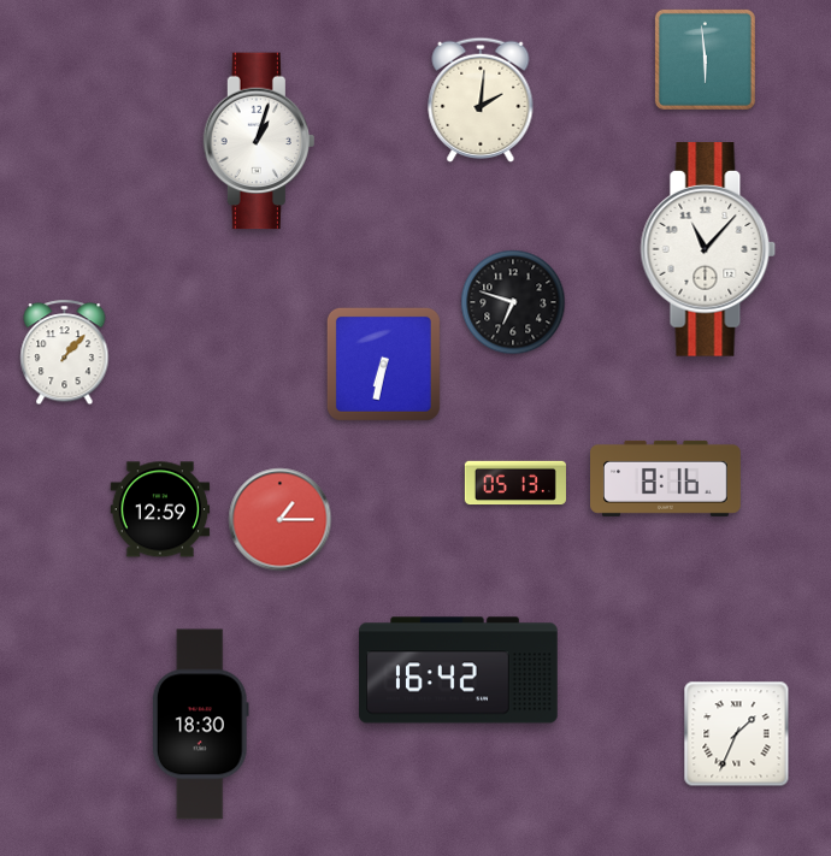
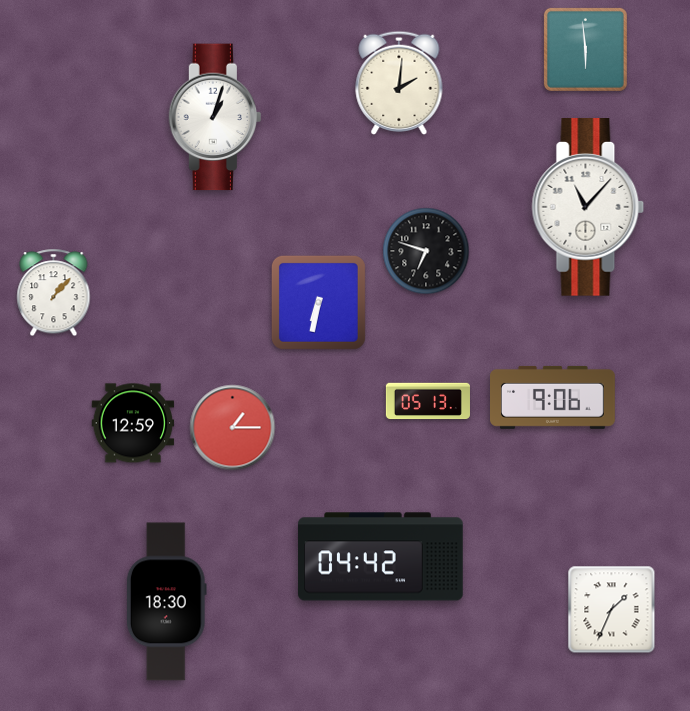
clock at (666, 478): 8:16 -> 9:06
clock at (281, 520) position: (281, 520) -> (233, 428)
clock at (459, 671): 16:42 -> 04:42
